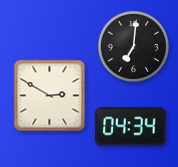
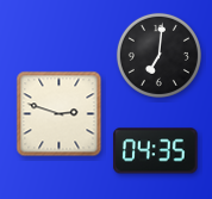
clock at (50, 96): 2:50 -> 2:48
clock at (131, 127): 04:34 -> 04:35
